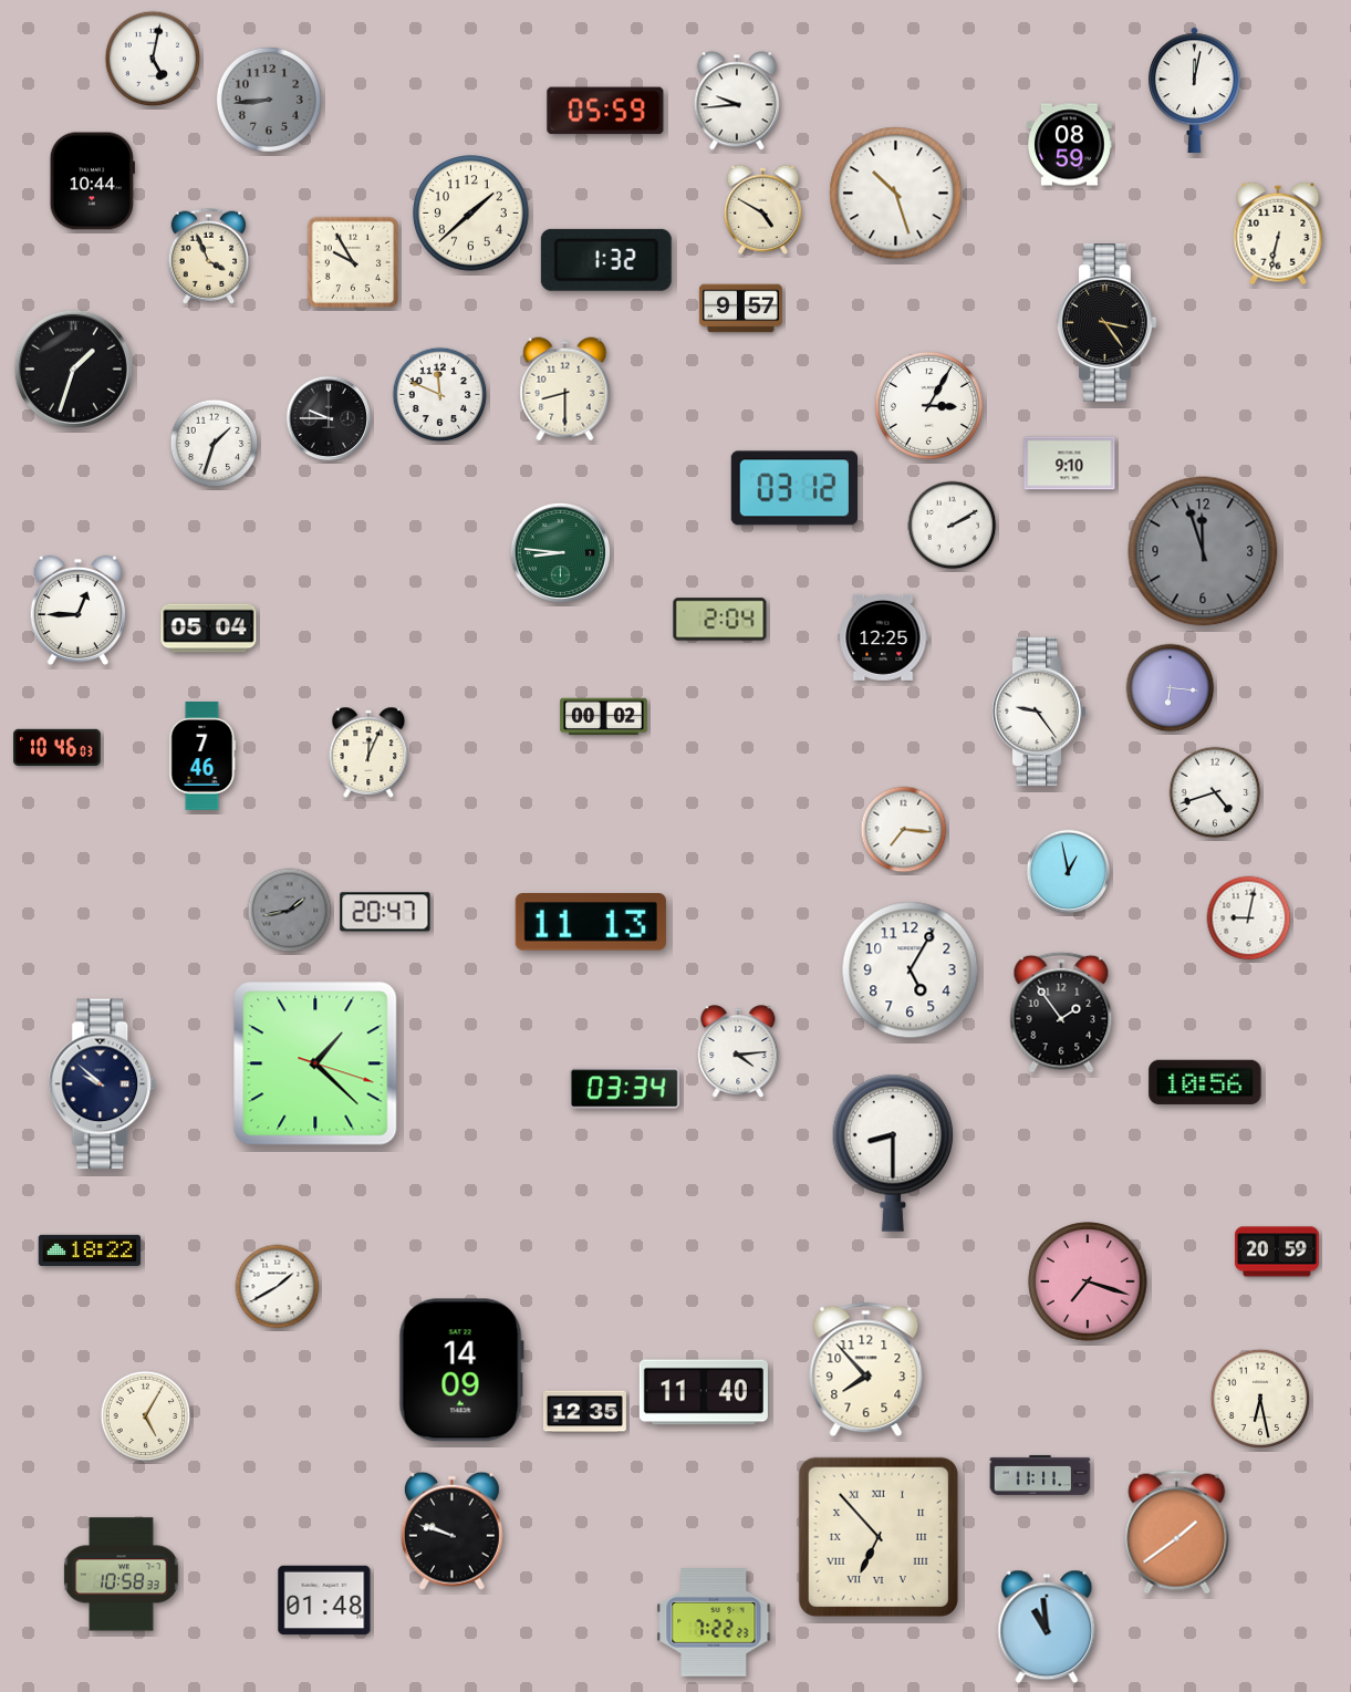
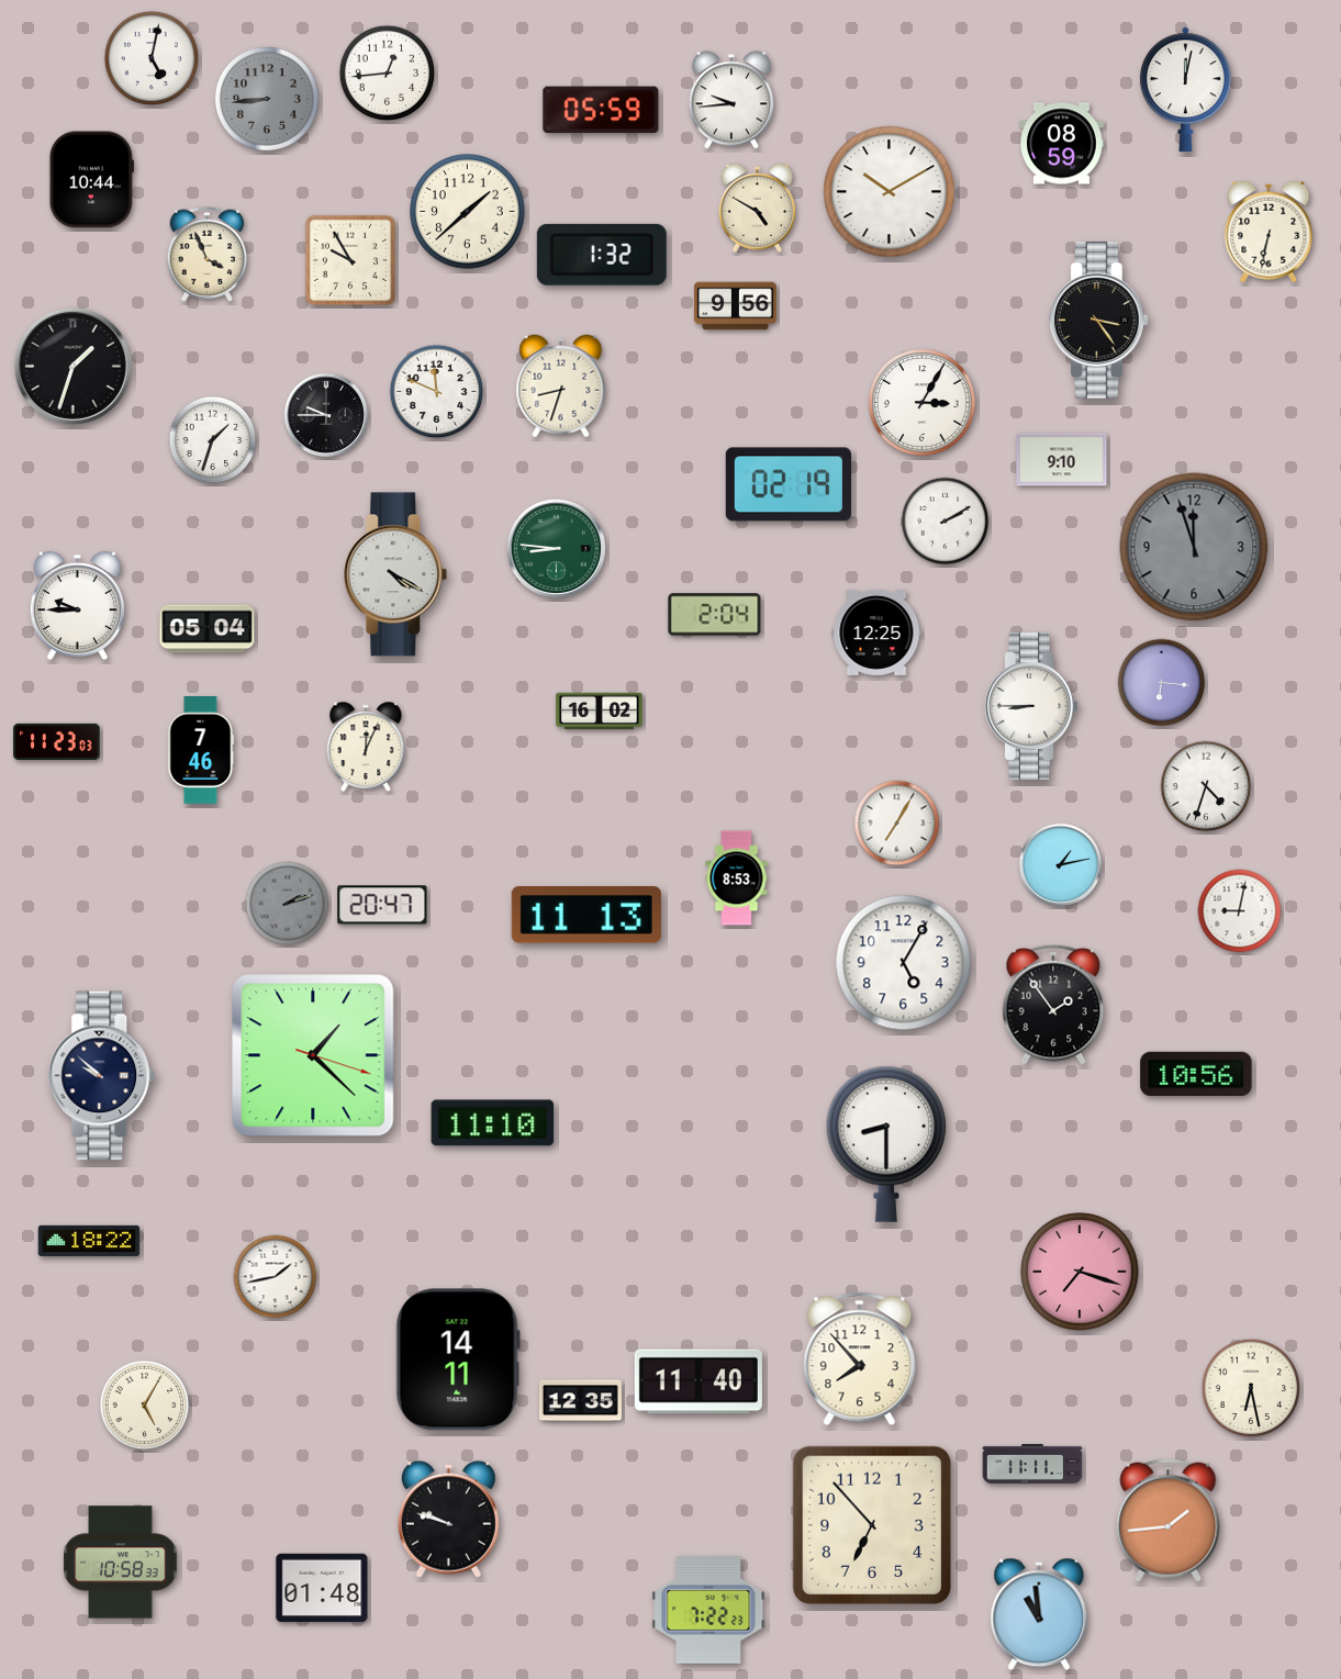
clock at (388, 74): none -> 12:44
clock at (896, 194): 10:27 -> 10:10
clock at (606, 260) position: (606, 260) -> (602, 255)
clock at (740, 309): 9:57 -> 9:56
clock at (565, 390): 8:30 -> 8:33
clock at (793, 488): 03:12 -> 02:19
clock at (395, 574): none -> 4:20
clock at (77, 611): 12:45 -> 9:45
clock at (209, 629) position: (209, 629) -> (208, 629)
clock at (1039, 712): 9:24 -> 8:45
clock at (604, 717): 00:02 -> 16:02
clock at (58, 748): 10:46 -> 11:23
clock at (1215, 792): 4:42 -> 4:33
clock at (904, 830): 7:16 -> 7:05
clock at (1069, 872): 12:58 -> 1:13
clock at (737, 878): none -> 8:53
clock at (290, 911): 1:43 -> 2:12
clock at (738, 1052): 4:14 -> none
clock at (625, 1089): 03:34 -> none
clock at (493, 1123): none -> 11:10
clock at (1277, 1252): 20:59 -> none
clock at (278, 1287): 1:40 -> 1:43
clock at (461, 1370): 14:09 -> 14:11
clock at (1177, 1533): 1:39 -> 1:44
clock at (879, 1537) numerals: Roman -> Arabic
